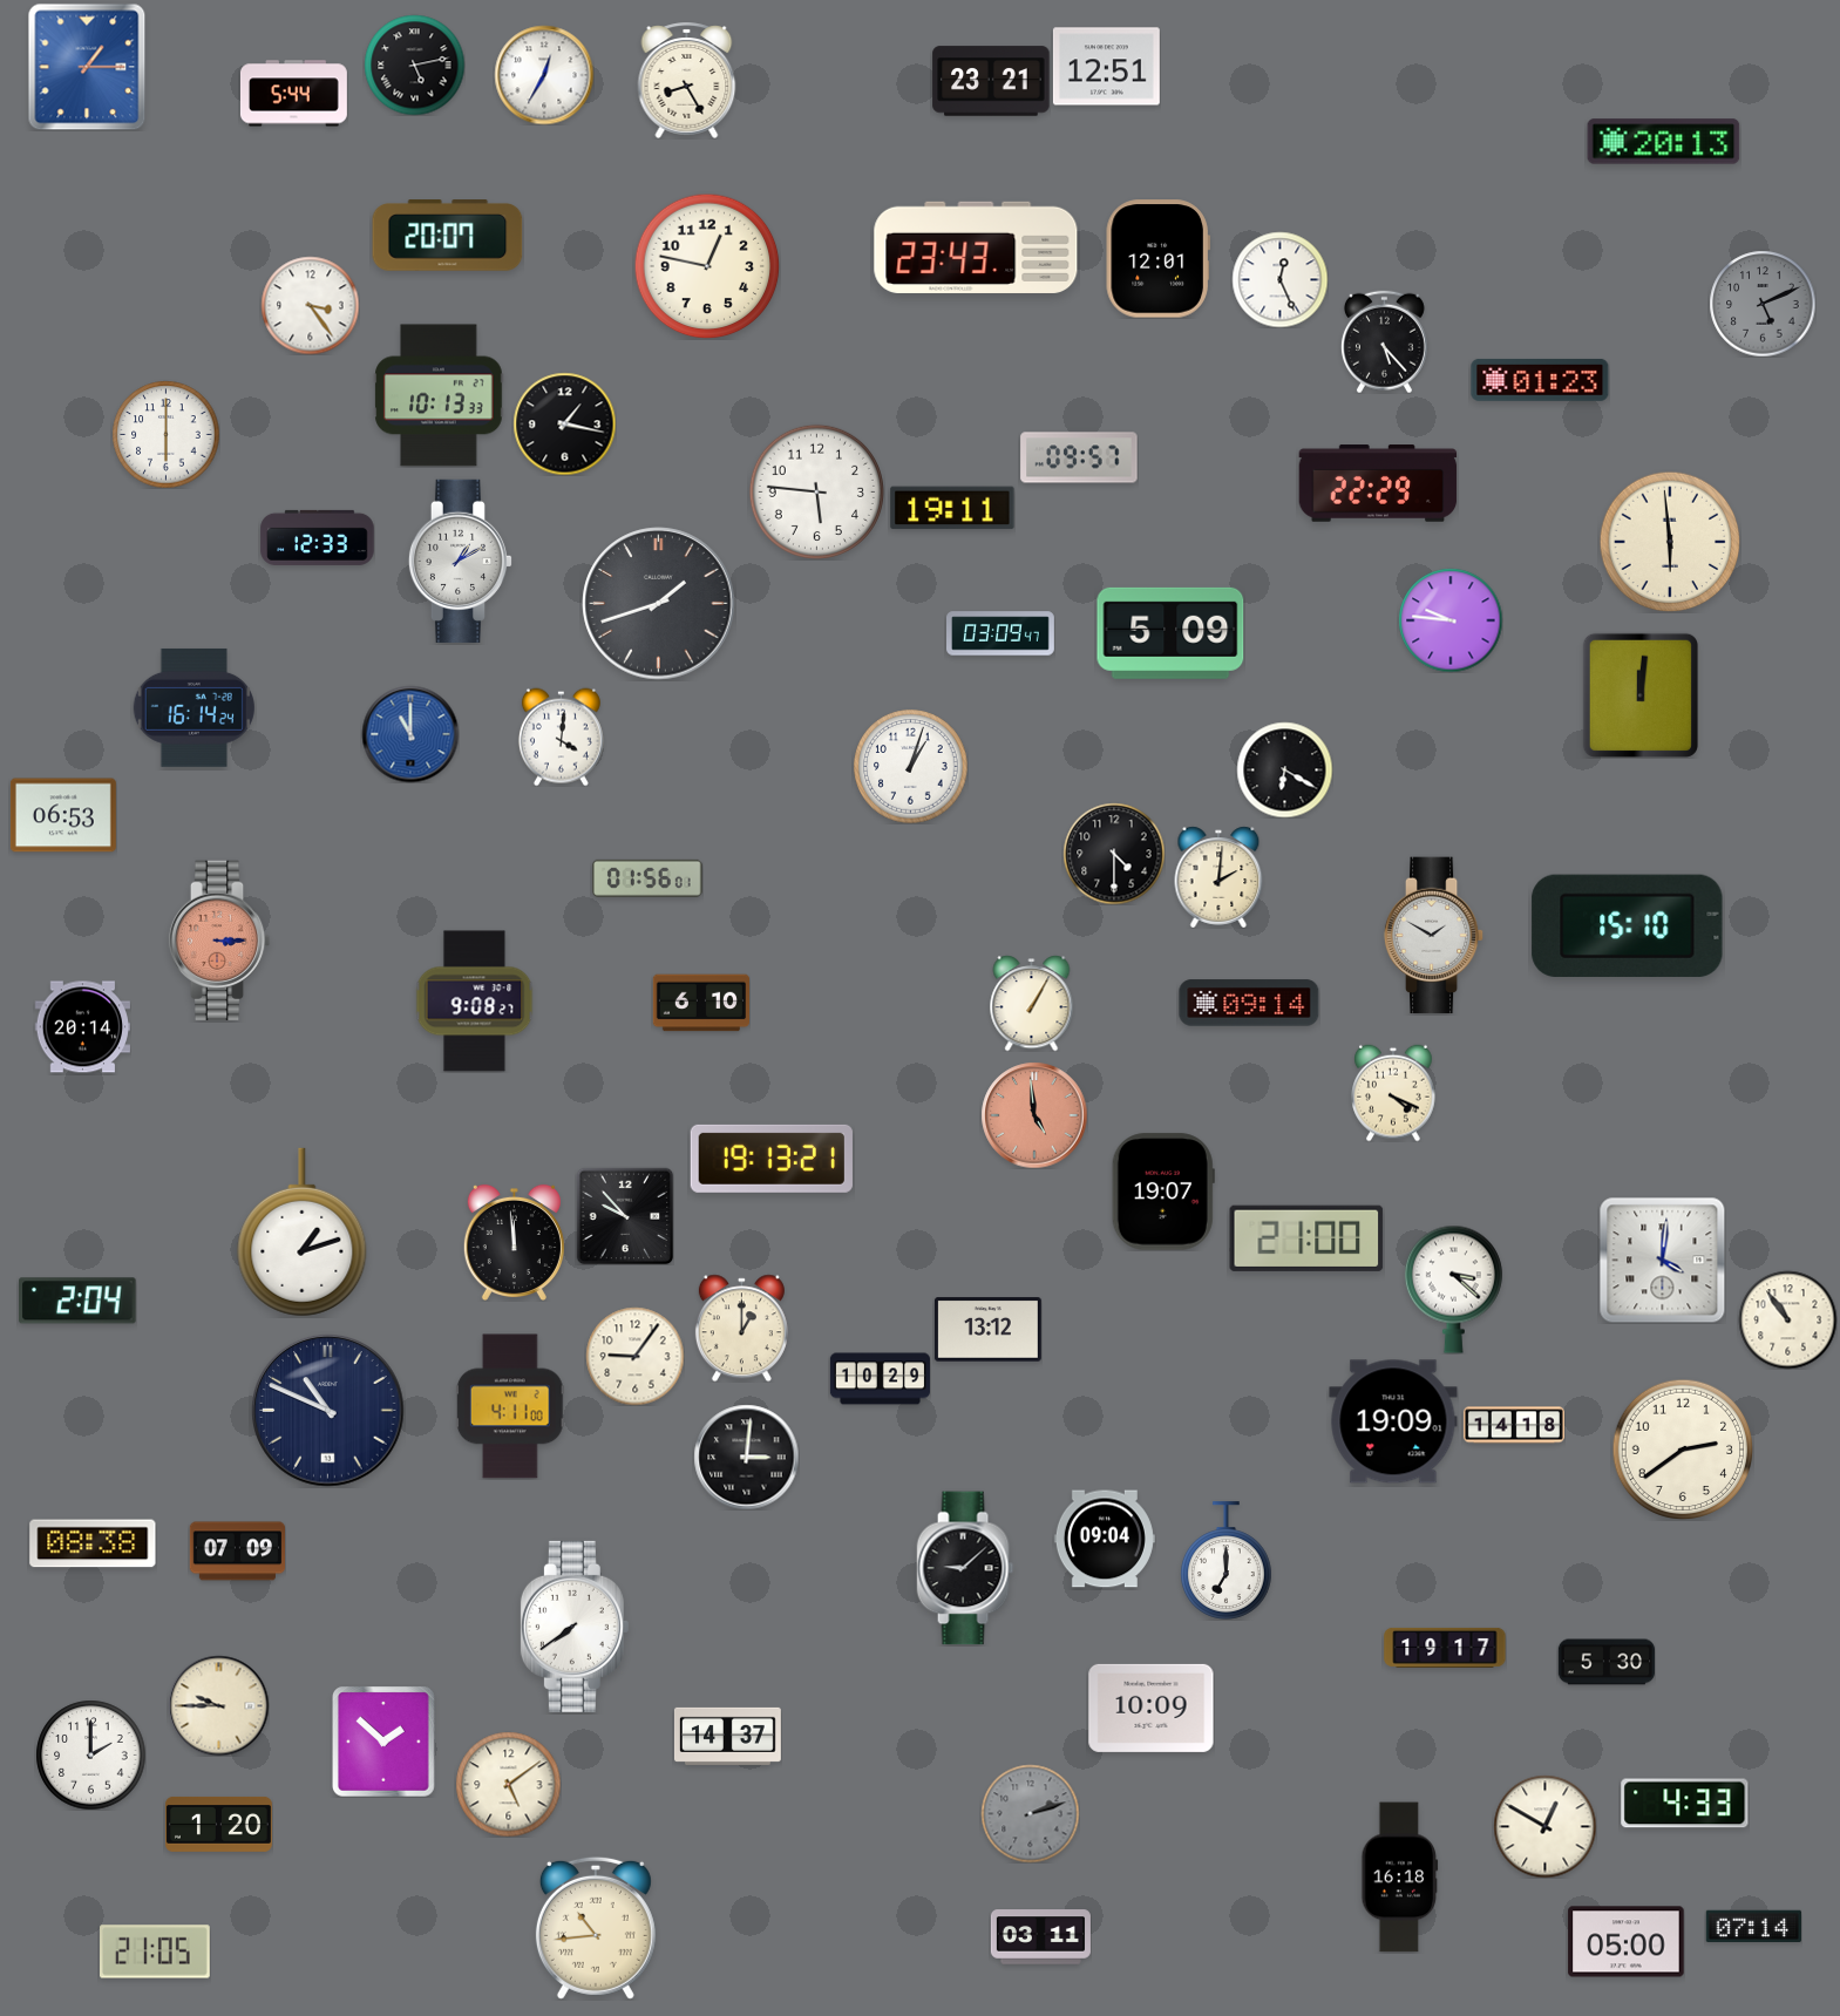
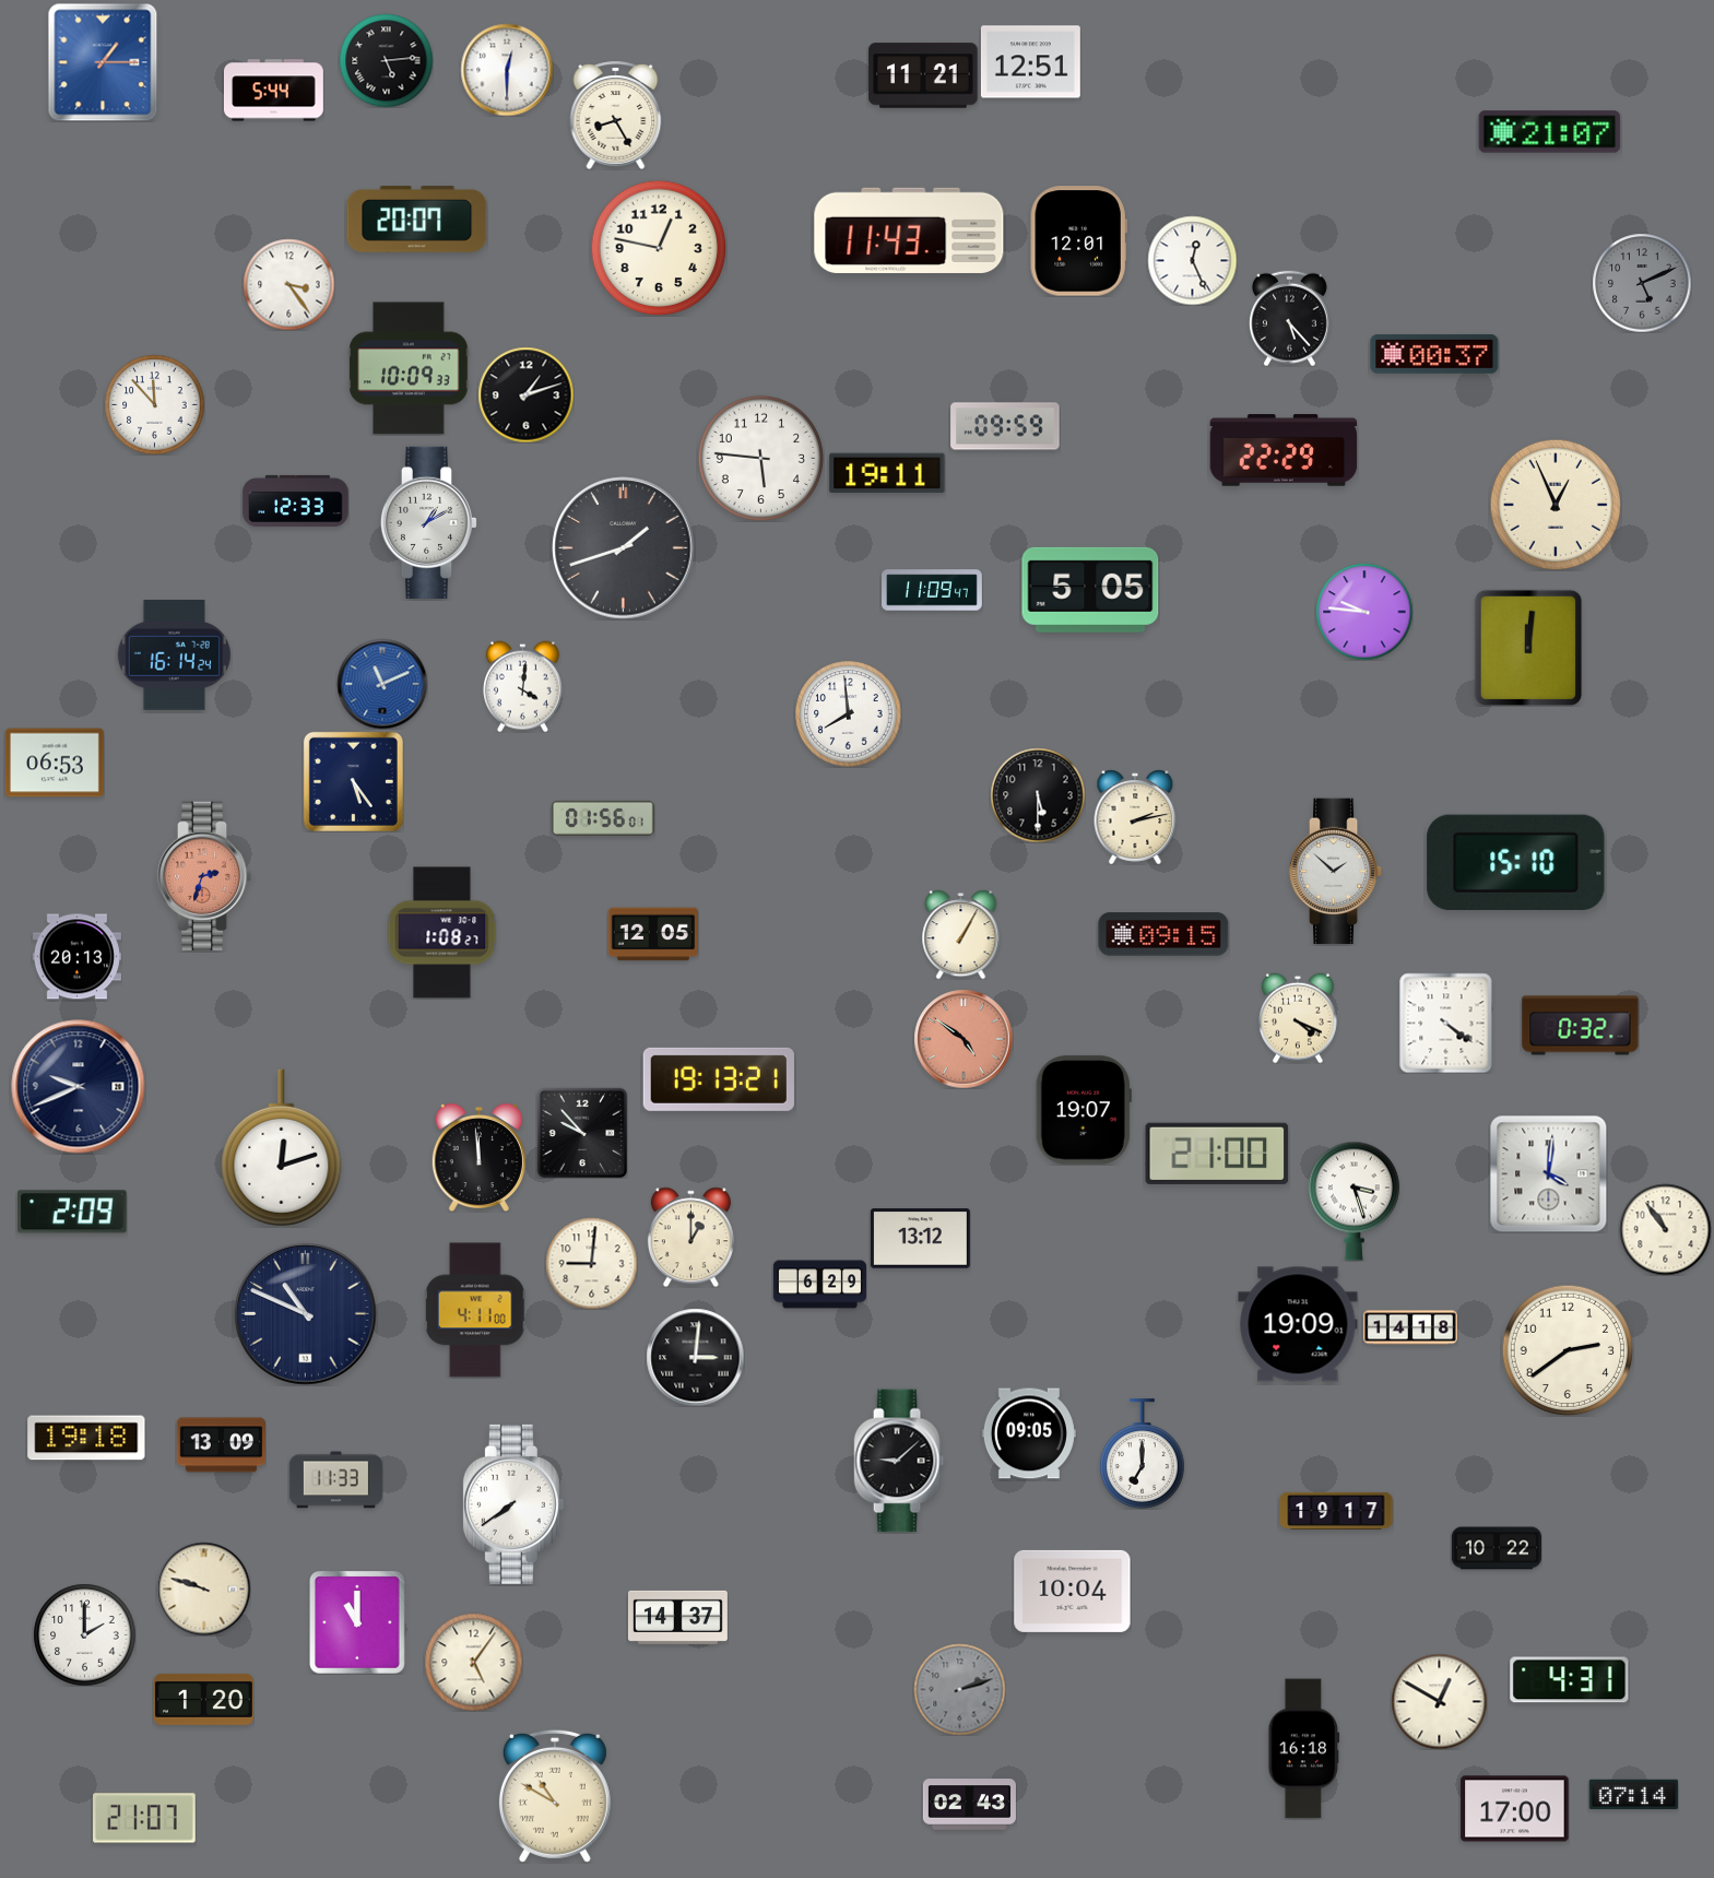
clock at (414, 65): 5:13 -> 5:14
clock at (87, 67) position: (87, 67) -> (103, 62)
clock at (544, 75): 12:35 -> 12:30
clock at (687, 80) position: (687, 80) -> (616, 115)
clock at (991, 81): 23:21 -> 11:21
clock at (293, 94) position: (293, 94) -> (273, 91)
clock at (1664, 142): 20:13 -> 21:07
clock at (976, 247): 23:43 -> 11:43
clock at (1540, 380): 01:23 -> 00:37
clock at (439, 395): 10:13 -> 10:09
clock at (564, 423): 1:17 -> 1:12
clock at (165, 434): 6:00 -> 11:53
clock at (1079, 457): 09:57 -> 09:59
clock at (1670, 542): 5:59 -> 12:56
clock at (659, 604) position: (659, 604) -> (624, 548)
clock at (1451, 620) position: (1451, 620) -> (1364, 612)
clock at (1002, 633): 03:09 -> 11:09
clock at (1170, 633): 5:09 -> 5:05
clock at (193, 707) position: (193, 707) -> (174, 654)
clock at (410, 734): 11:00 -> 11:11
clock at (911, 767): 1:03 -> 7:59
clock at (1284, 769): 6:20 -> none
clock at (63, 815) position: (63, 815) -> (55, 763)
clock at (353, 781): none -> 5:24
clock at (1114, 854): 4:30 -> 5:30
clock at (1218, 877): 2:01 -> 2:13
clock at (1434, 936): 1:50 -> 1:52
clock at (219, 941): 3:15 -> 2:33
clock at (475, 1002): 9:08 -> 1:08
clock at (700, 1003): 6:10 -> 12:05
clock at (1249, 1003): 09:14 -> 09:15
clock at (82, 1027): 20:14 -> 20:13
clock at (1446, 1023): none -> 4:21
clock at (1581, 1026): none -> 0:32
clock at (1034, 1115): 4:59 -> 4:51
clock at (79, 1087): none -> 9:41
clock at (303, 1233): 1:12 -> 12:12
clock at (1453, 1289): 3:22 -> 3:27
clock at (77, 1301): 2:04 -> 2:09
clock at (634, 1356): 9:06 -> 9:01
clock at (880, 1379): 10:29 -> 6:29
clock at (1105, 1539): 09:04 -> 09:05
clock at (93, 1543): 08:38 -> 19:18
clock at (237, 1552): 07:09 -> 13:09
clock at (335, 1480): none -> 11:33
clock at (575, 1627) position: (575, 1627) -> (513, 1504)
clock at (1445, 1648) position: (1445, 1648) -> (1336, 1511)
clock at (1605, 1662): 5:30 -> 10:22
clock at (218, 1705): 9:45 -> 9:48
clock at (1152, 1708): 10:09 -> 10:04
clock at (385, 1742): 1:52 -> 11:00
clock at (508, 1784): 5:09 -> 5:06
clock at (1685, 1804): 4:33 -> 4:31
clock at (596, 1928): 10:44 -> 10:50
clock at (1040, 1937): 03:11 -> 02:43
clock at (1627, 1942): 05:00 -> 17:00
clock at (156, 1951): 21:05 -> 21:07
